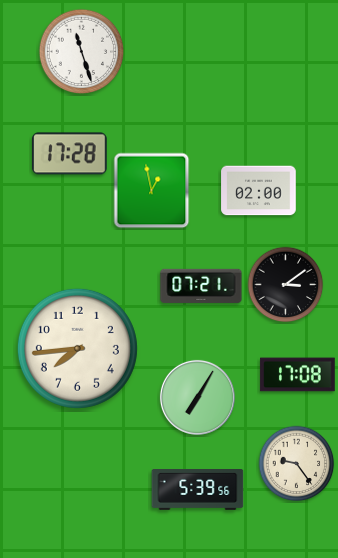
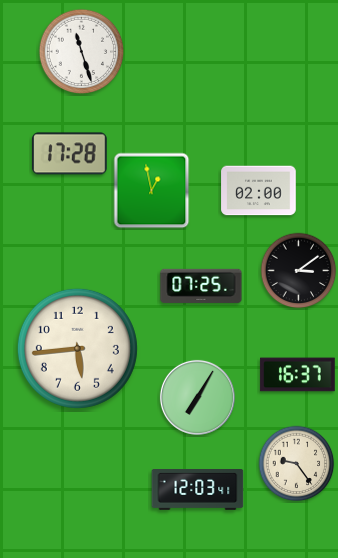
clock at (286, 285) position: (286, 285) -> (299, 271)
clock at (201, 286): 07:21 -> 07:25
clock at (77, 348): 7:44 -> 5:44
clock at (298, 375): 17:08 -> 16:37
clock at (198, 490): 5:39 -> 12:03
